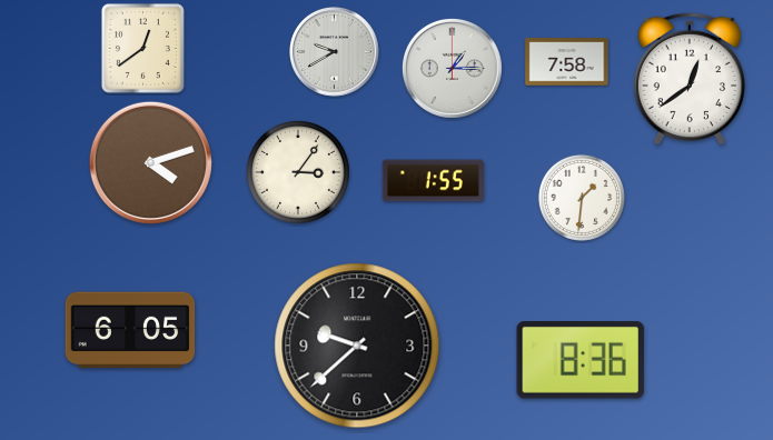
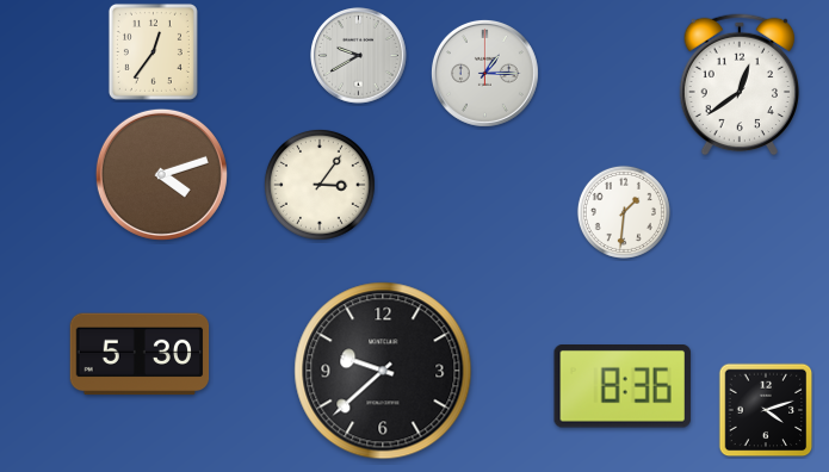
clock at (142, 48): 12:39 -> 12:36
clock at (567, 62): 7:58 -> none
clock at (433, 181): 1:55 -> none
clock at (130, 330): 6:05 -> 5:30
clock at (766, 410): none -> 4:12
